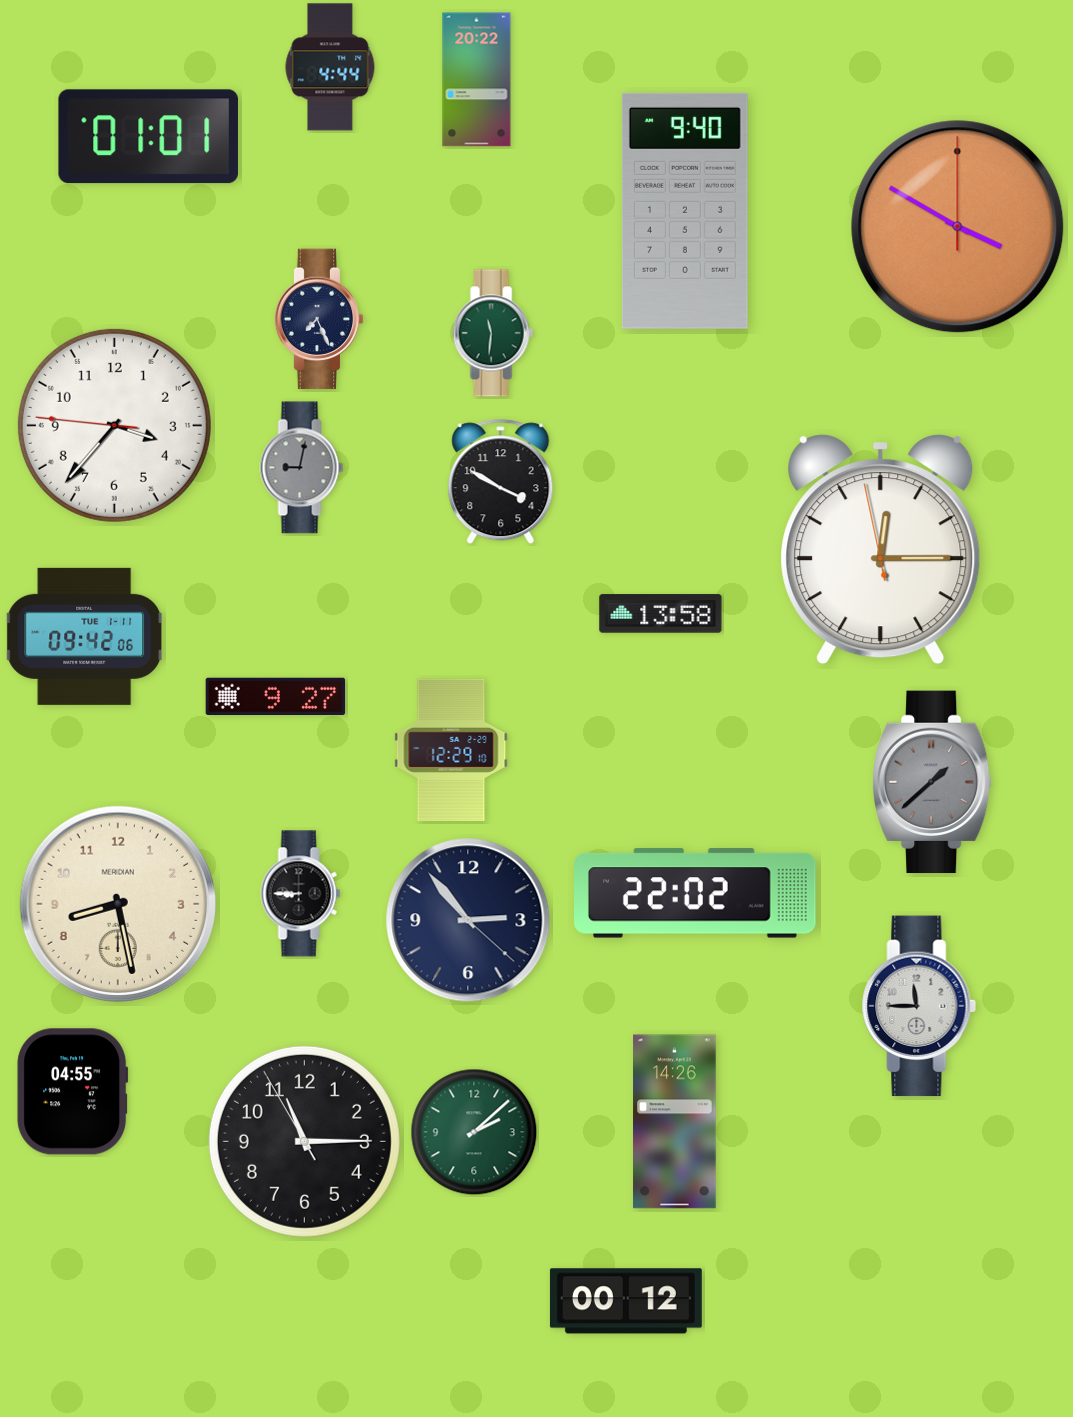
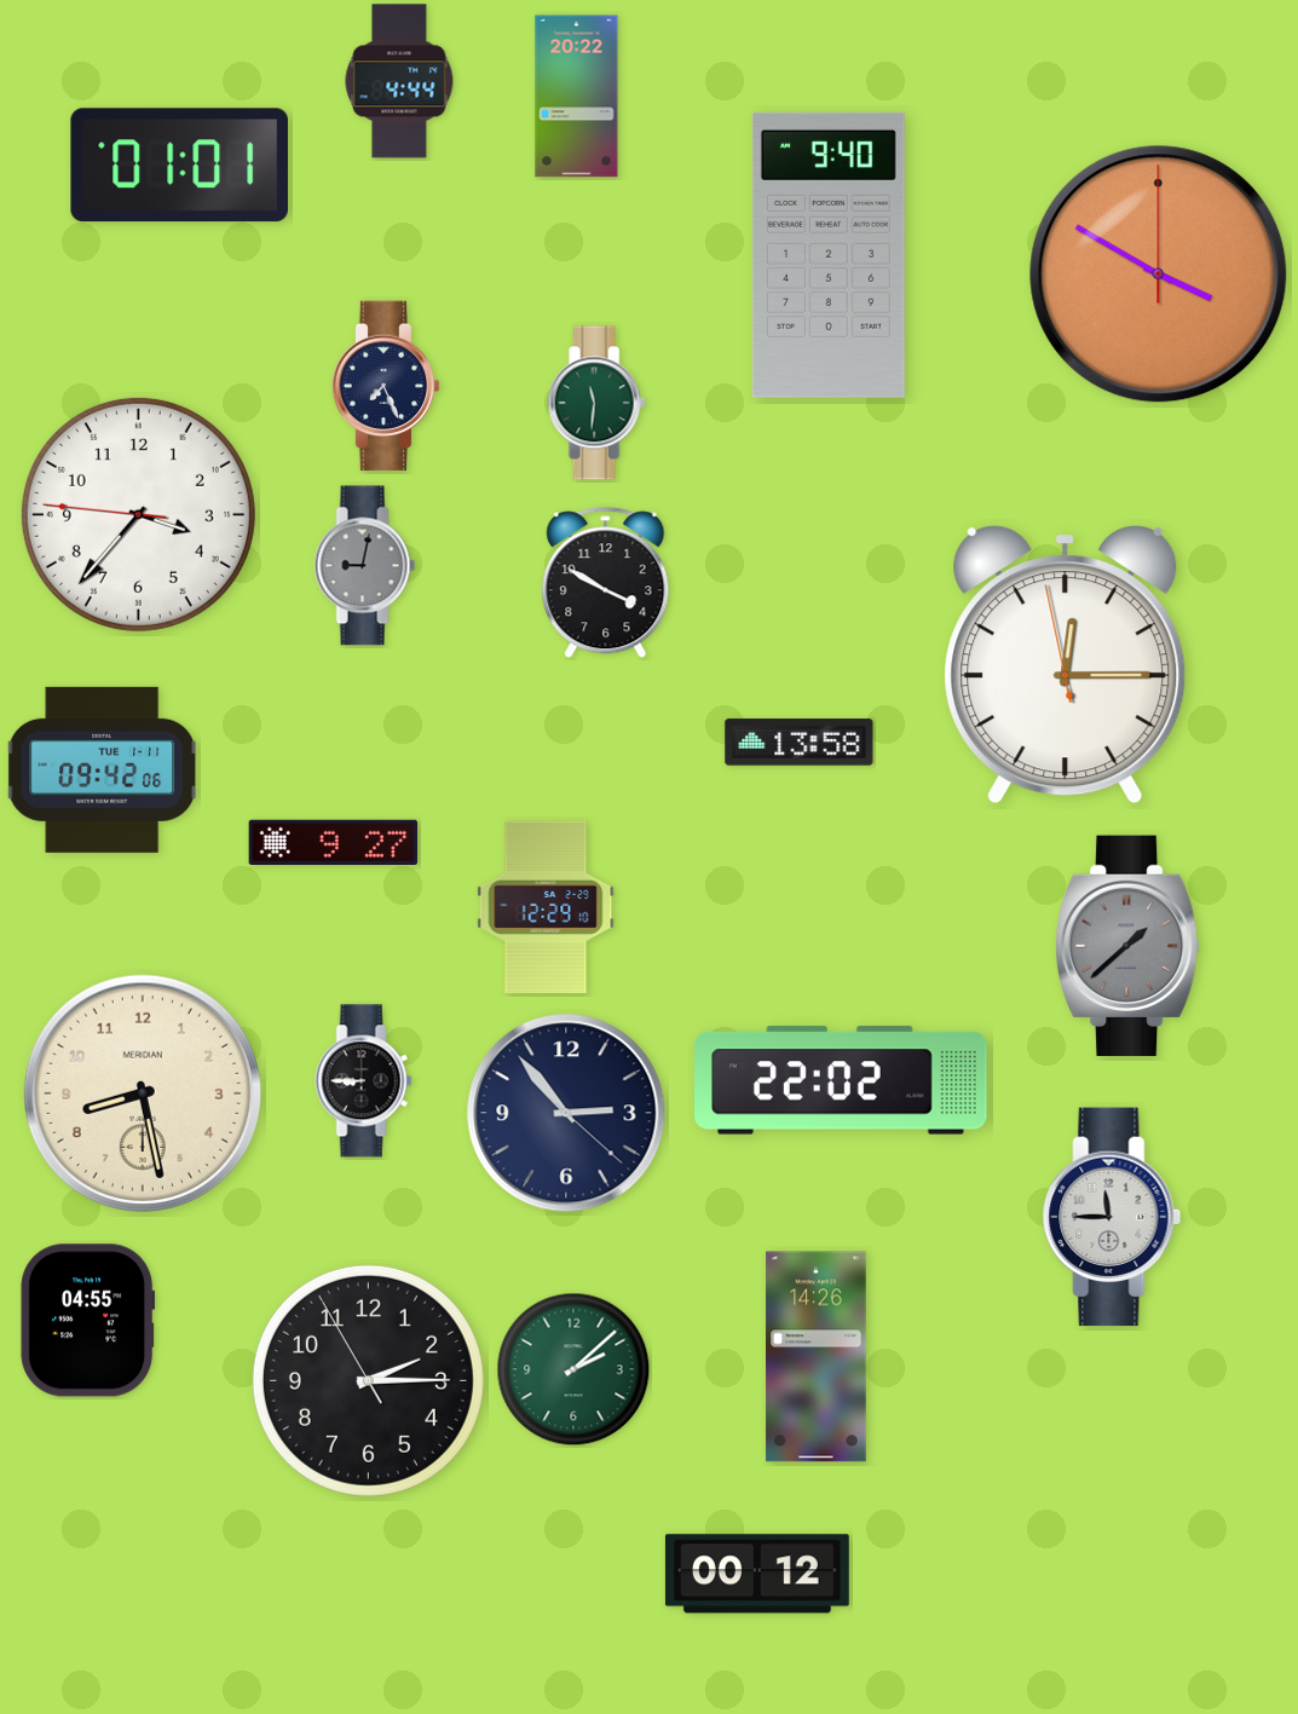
clock at (304, 1141): 11:14 -> 2:14
